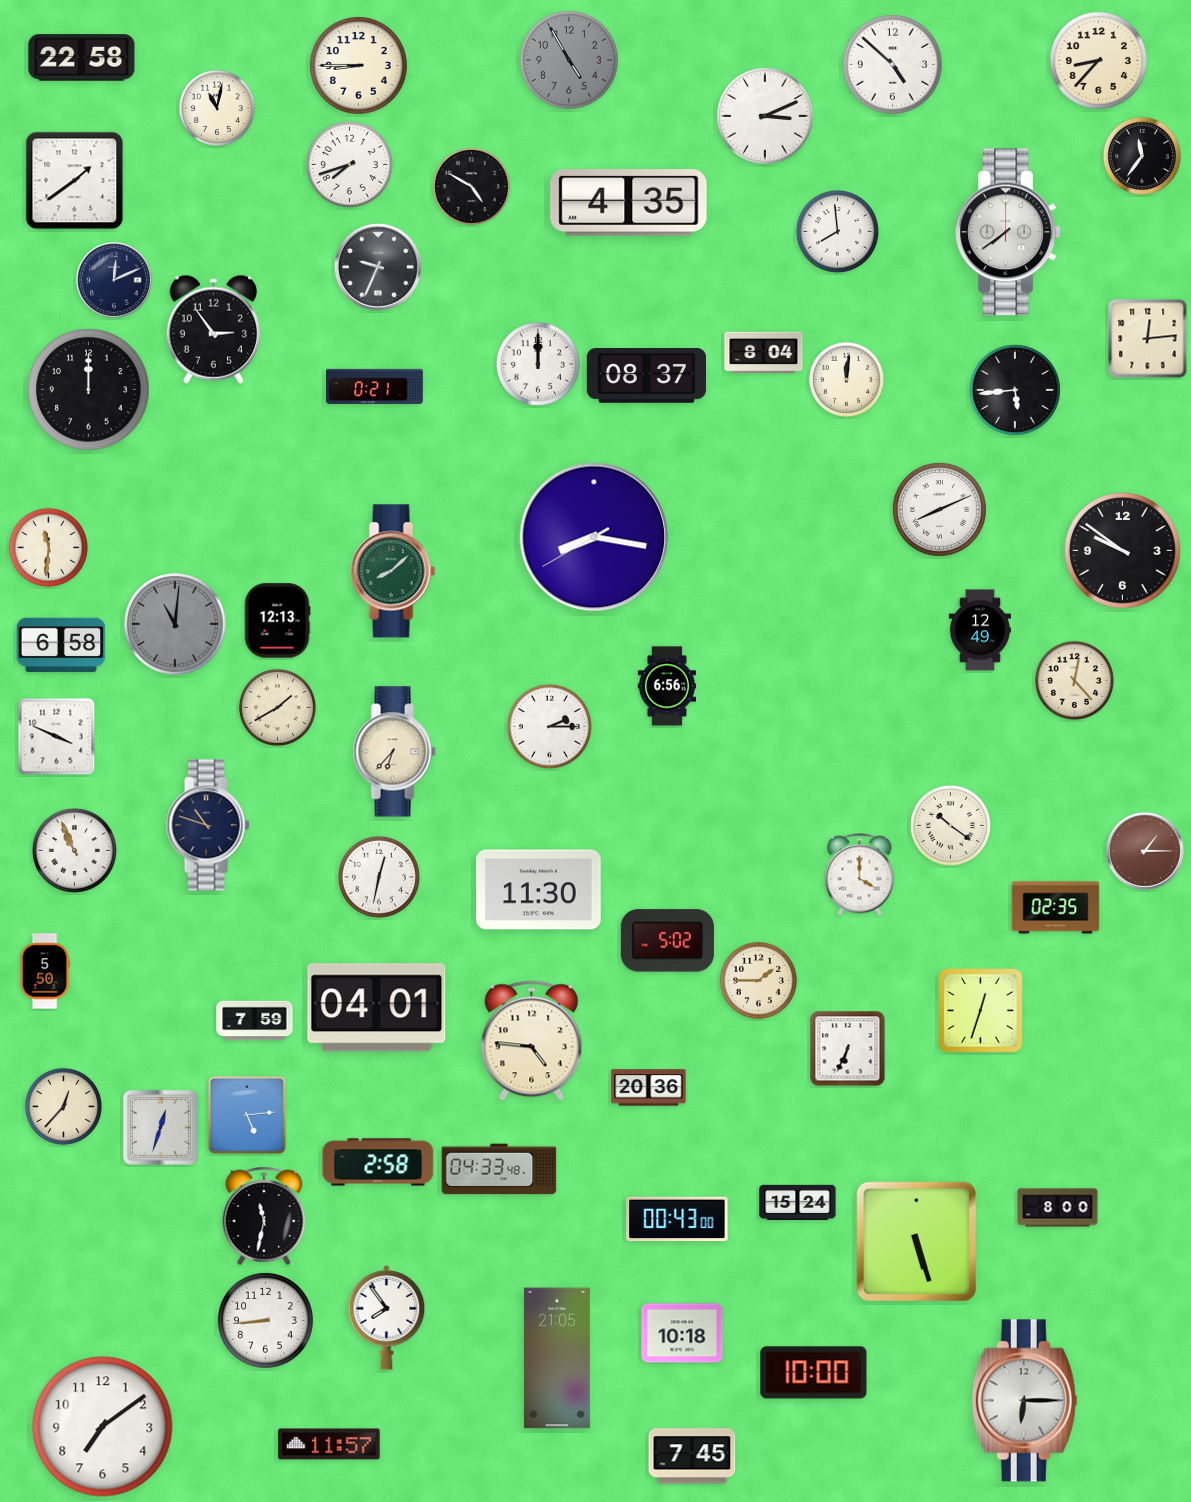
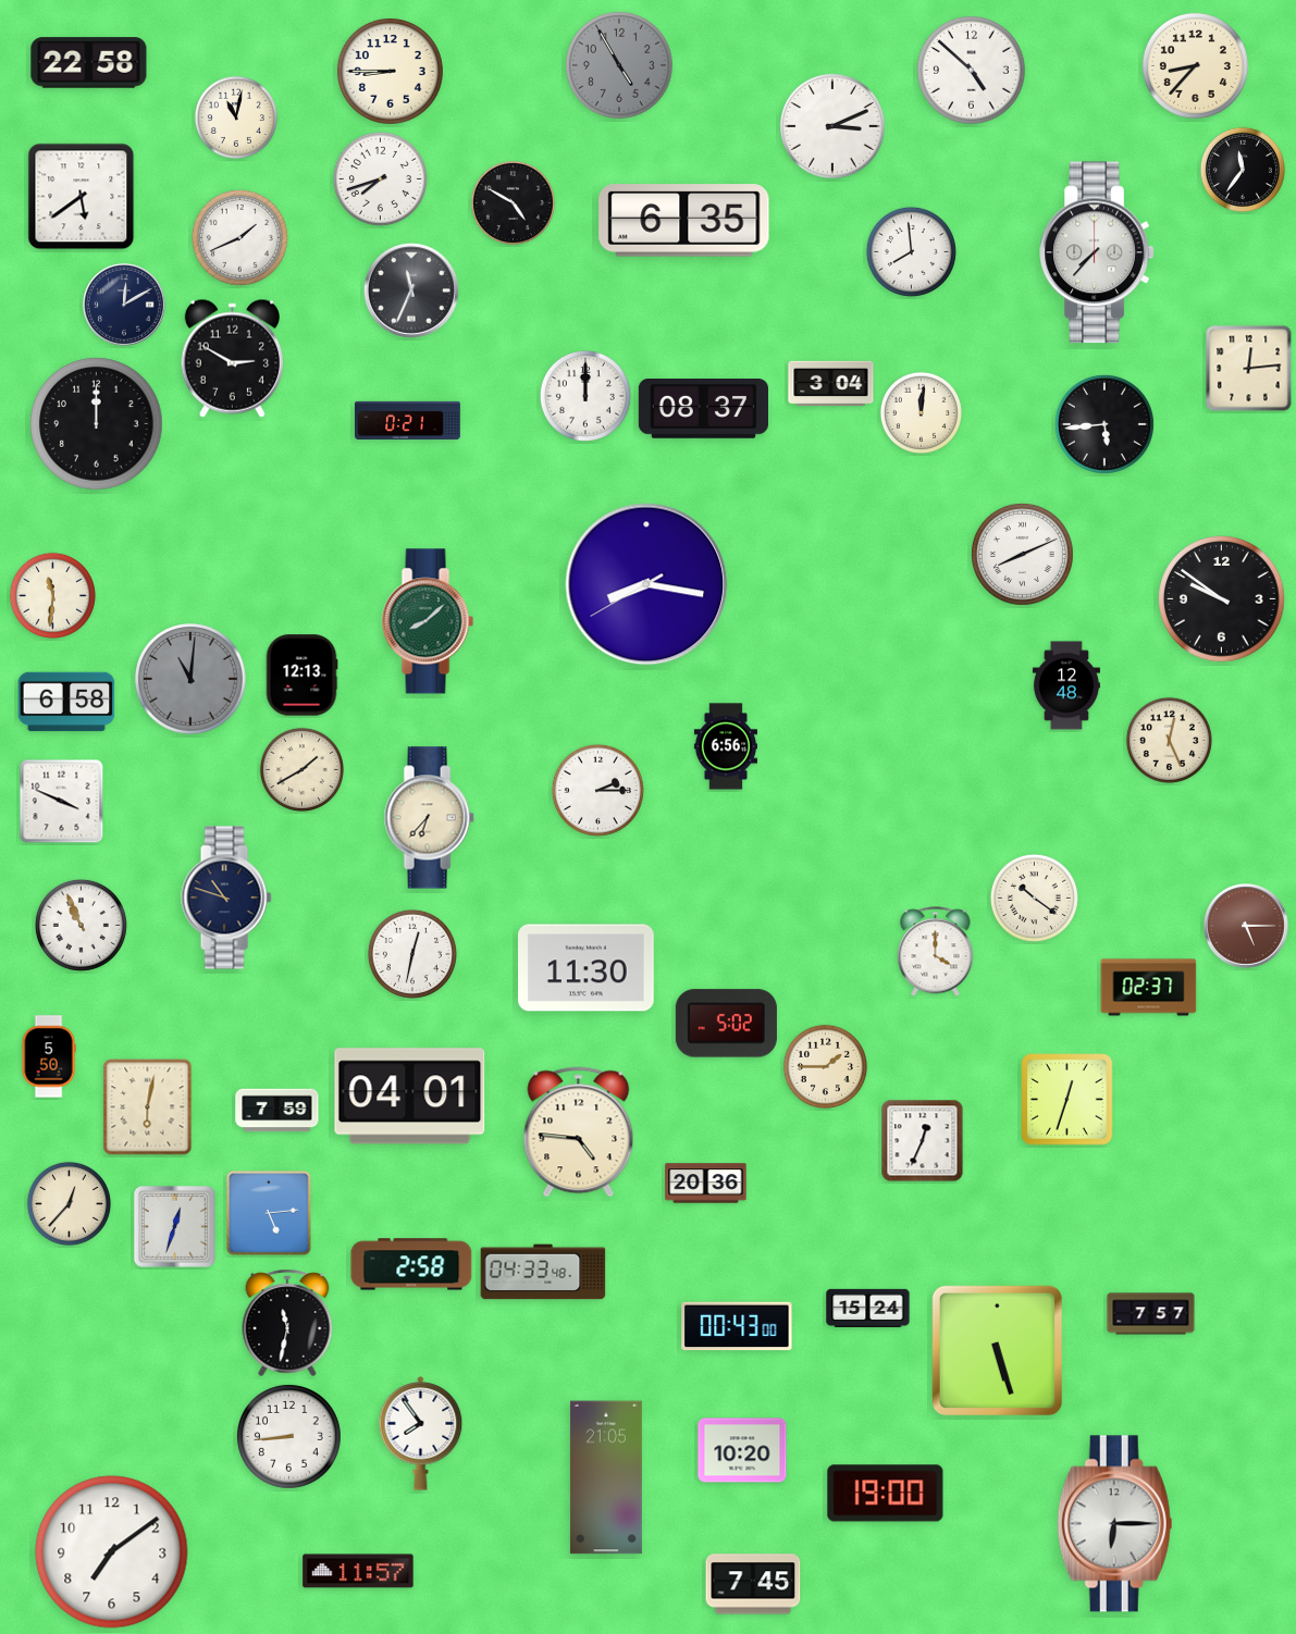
clock at (75, 181): 1:39 -> 5:39
clock at (629, 203): 4:35 -> 6:35
clock at (239, 237): none -> 1:41
clock at (1008, 232): 7:39 -> 7:37
clock at (378, 267): 9:34 -> 11:34
clock at (115, 281): 12:11 -> 12:10
clock at (213, 329): 2:54 -> 2:50
clock at (764, 353): 8:04 -> 3:04
clock at (980, 630): 12:49 -> 12:48
clock at (1074, 680): 12:23 -> 12:26
clock at (1146, 852): 1:15 -> 5:15
clock at (1056, 908): 02:35 -> 02:37
clock at (148, 1107): none -> 6:02
clock at (848, 1049): 6:34 -> 12:34
clock at (1058, 1208): 8:00 -> 7:57
clock at (682, 1333): 10:18 -> 10:20
clock at (814, 1373): 10:00 -> 19:00
